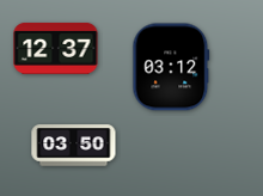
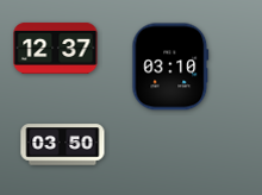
clock at (171, 67): 03:12 -> 03:10
clock at (74, 146) position: (74, 146) -> (63, 145)
